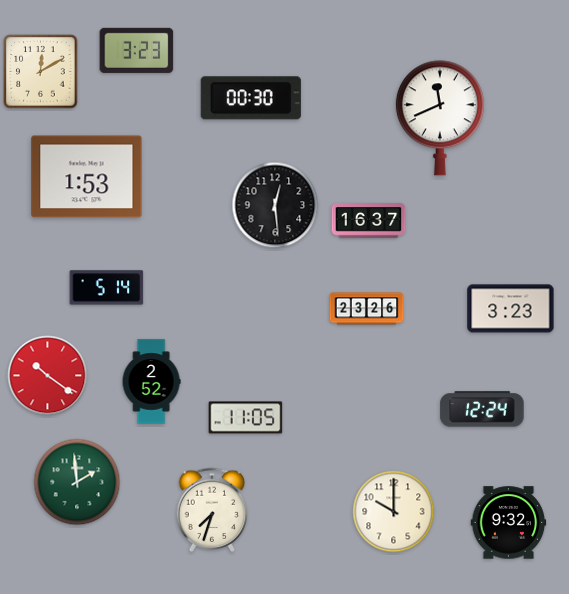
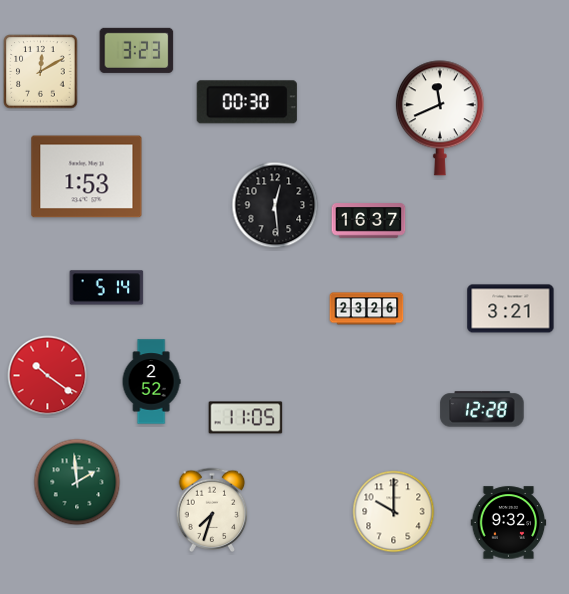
clock at (251, 98) position: (251, 98) -> (247, 102)
clock at (511, 309): 3:23 -> 3:21
clock at (482, 409): 12:24 -> 12:28
